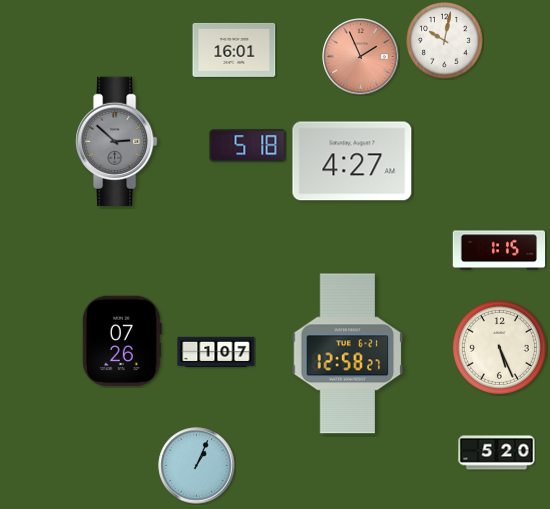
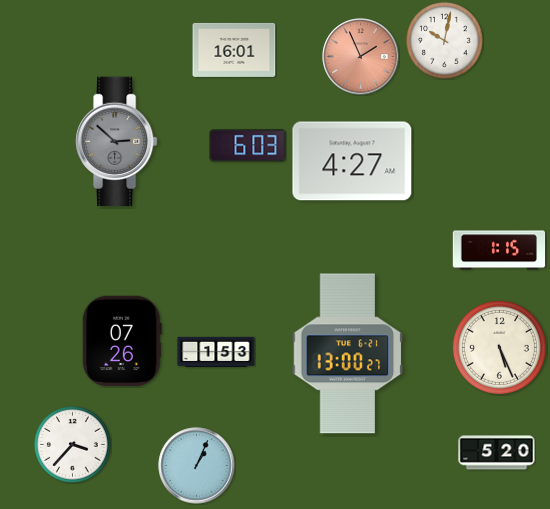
clock at (248, 146): 5:18 -> 6:03
clock at (216, 351): 1:07 -> 1:53
clock at (348, 354): 12:58 -> 13:00
clock at (73, 445): none -> 3:37
